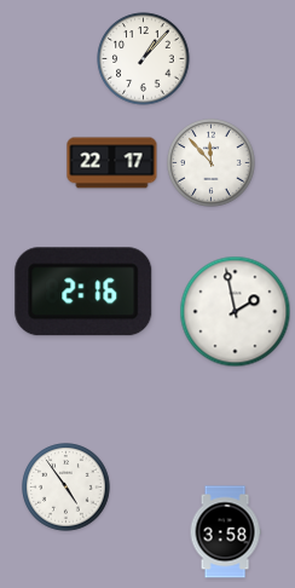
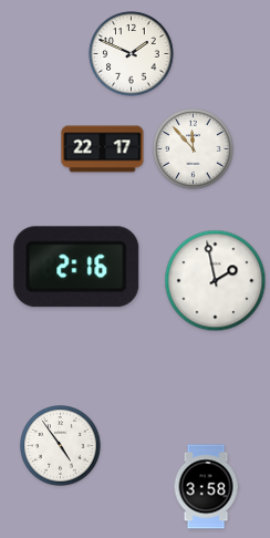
clock at (144, 59): 1:07 -> 1:49
clock at (236, 312) position: (236, 312) -> (216, 281)
